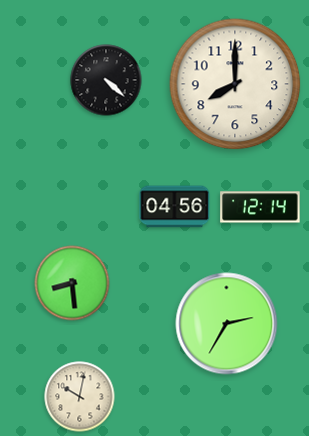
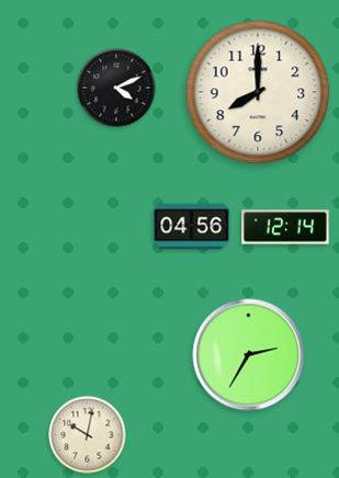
clock at (106, 80): 4:22 -> 4:11
clock at (72, 283): 8:29 -> none
